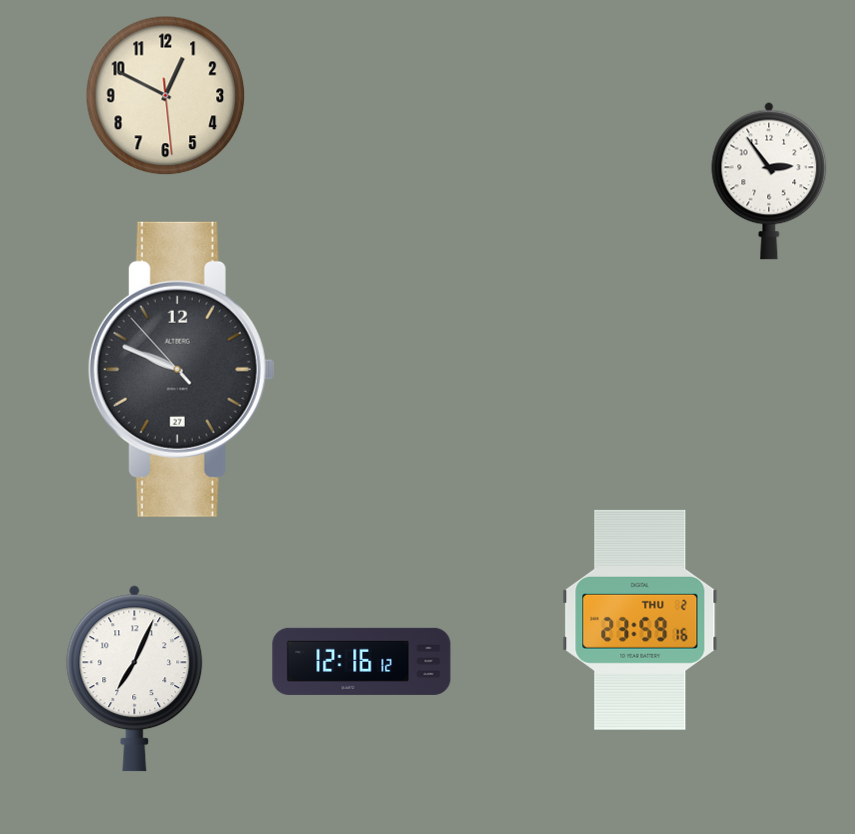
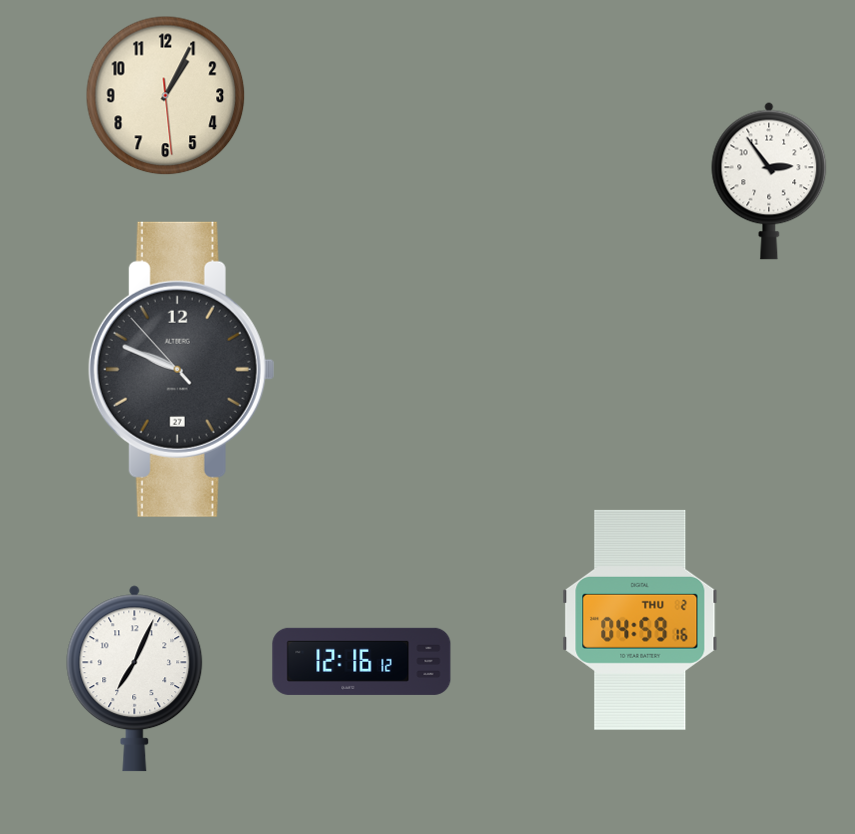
clock at (166, 96): 12:49 -> 1:04
clock at (640, 620): 23:59 -> 04:59
